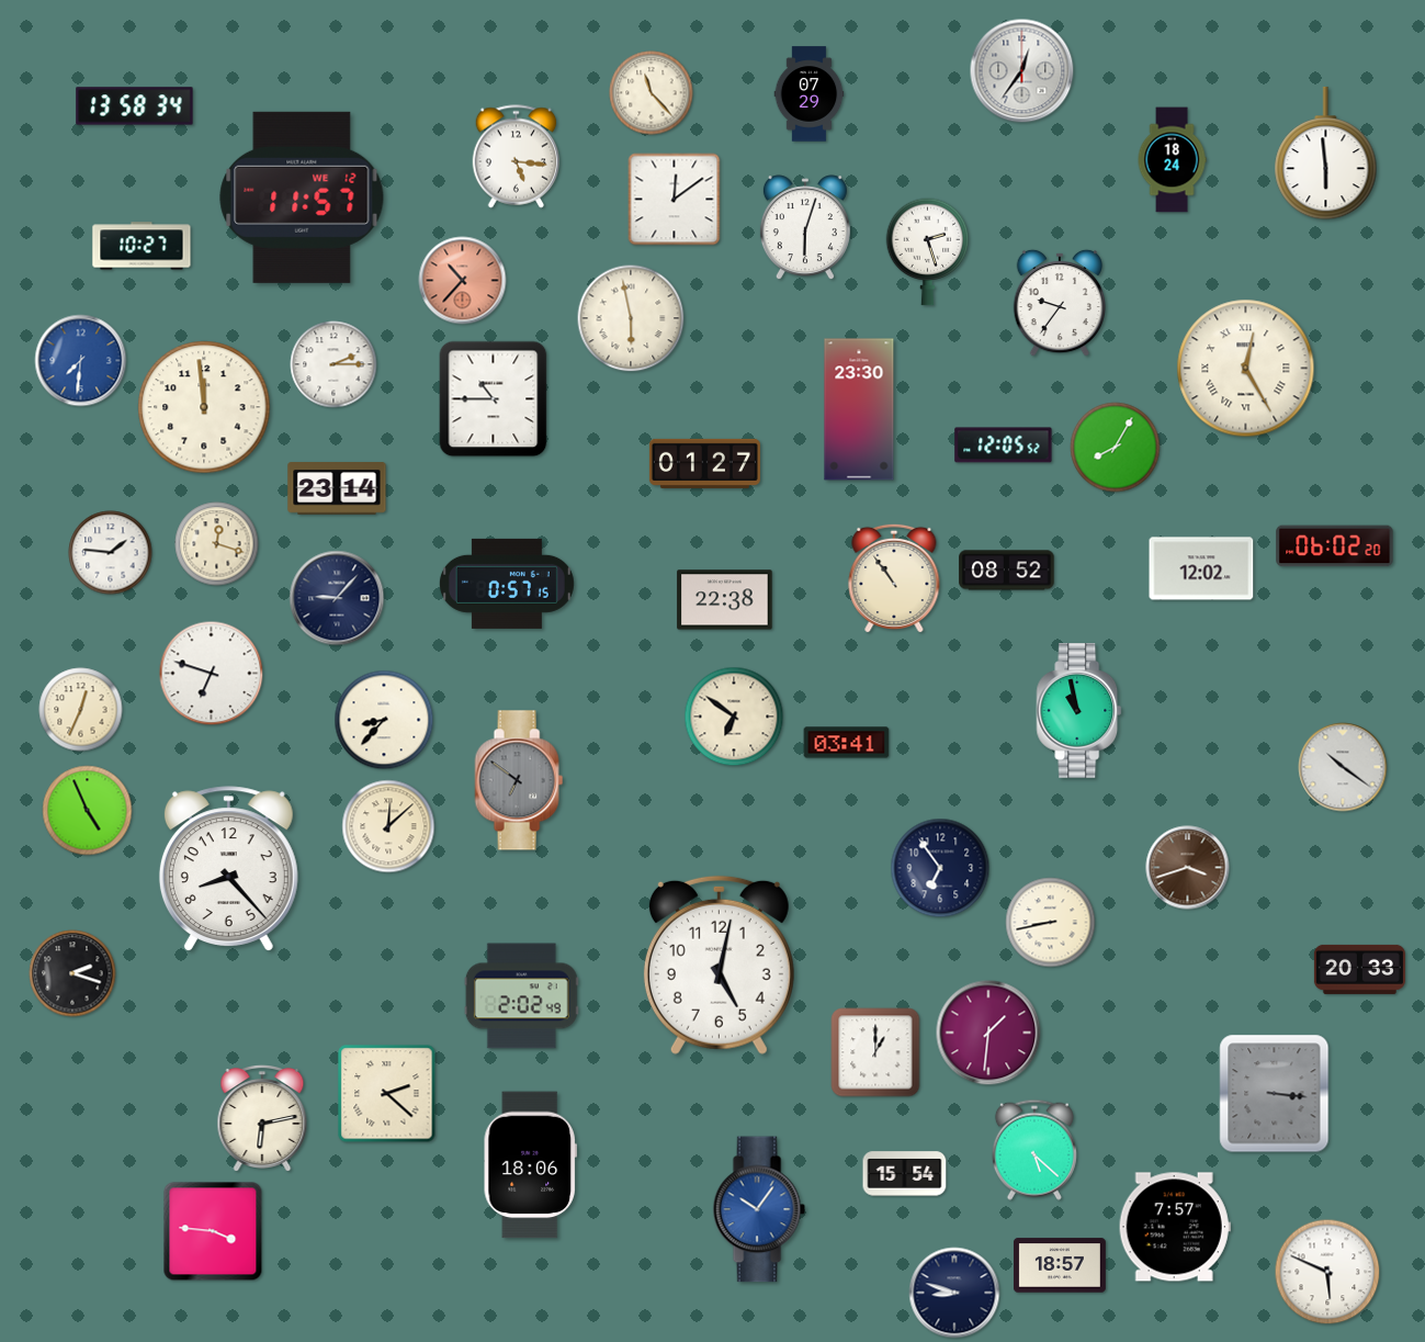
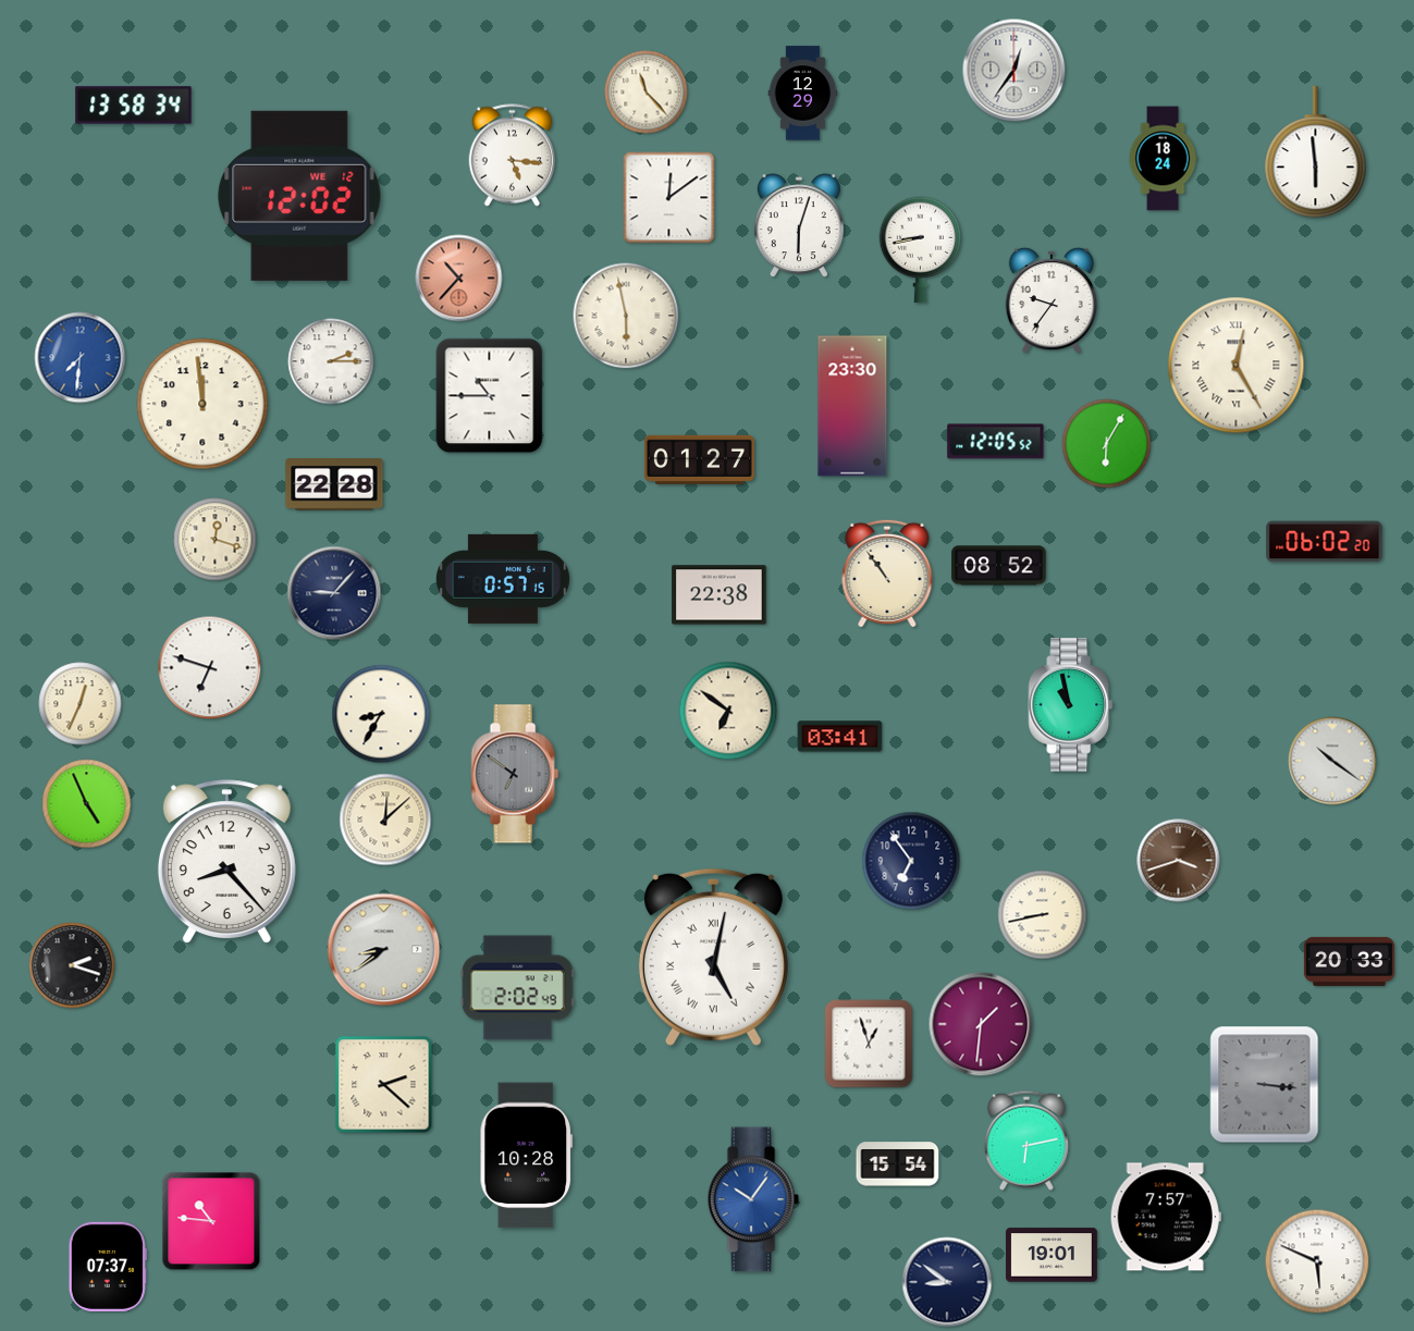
clock at (810, 94): 07:29 -> 12:29
clock at (302, 198): 11:57 -> 12:02
clock at (142, 246): 10:27 -> none
clock at (928, 252): 2:27 -> 8:43
clock at (1116, 448): 8:05 -> 6:05
clock at (337, 488): 23:14 -> 22:28
clock at (111, 553): 1:46 -> none
clock at (1201, 568): 12:02 -> none
clock at (384, 720): 8:37 -> 8:35
clock at (940, 868) position: (940, 868) -> (911, 861)
clock at (384, 950): none -> 8:39
clock at (719, 965) numerals: Arabic -> Roman
clock at (875, 1052): 1:00 -> 12:57
clock at (262, 1119): 6:13 -> none
clock at (1034, 1150): 5:22 -> 6:13
clock at (530, 1165): 18:06 -> 10:28
clock at (213, 1231): 3:46 -> 10:46
clock at (1060, 1265): 18:57 -> 19:01
clock at (108, 1267): none -> 07:37
clock at (954, 1293): 8:48 -> 8:51
